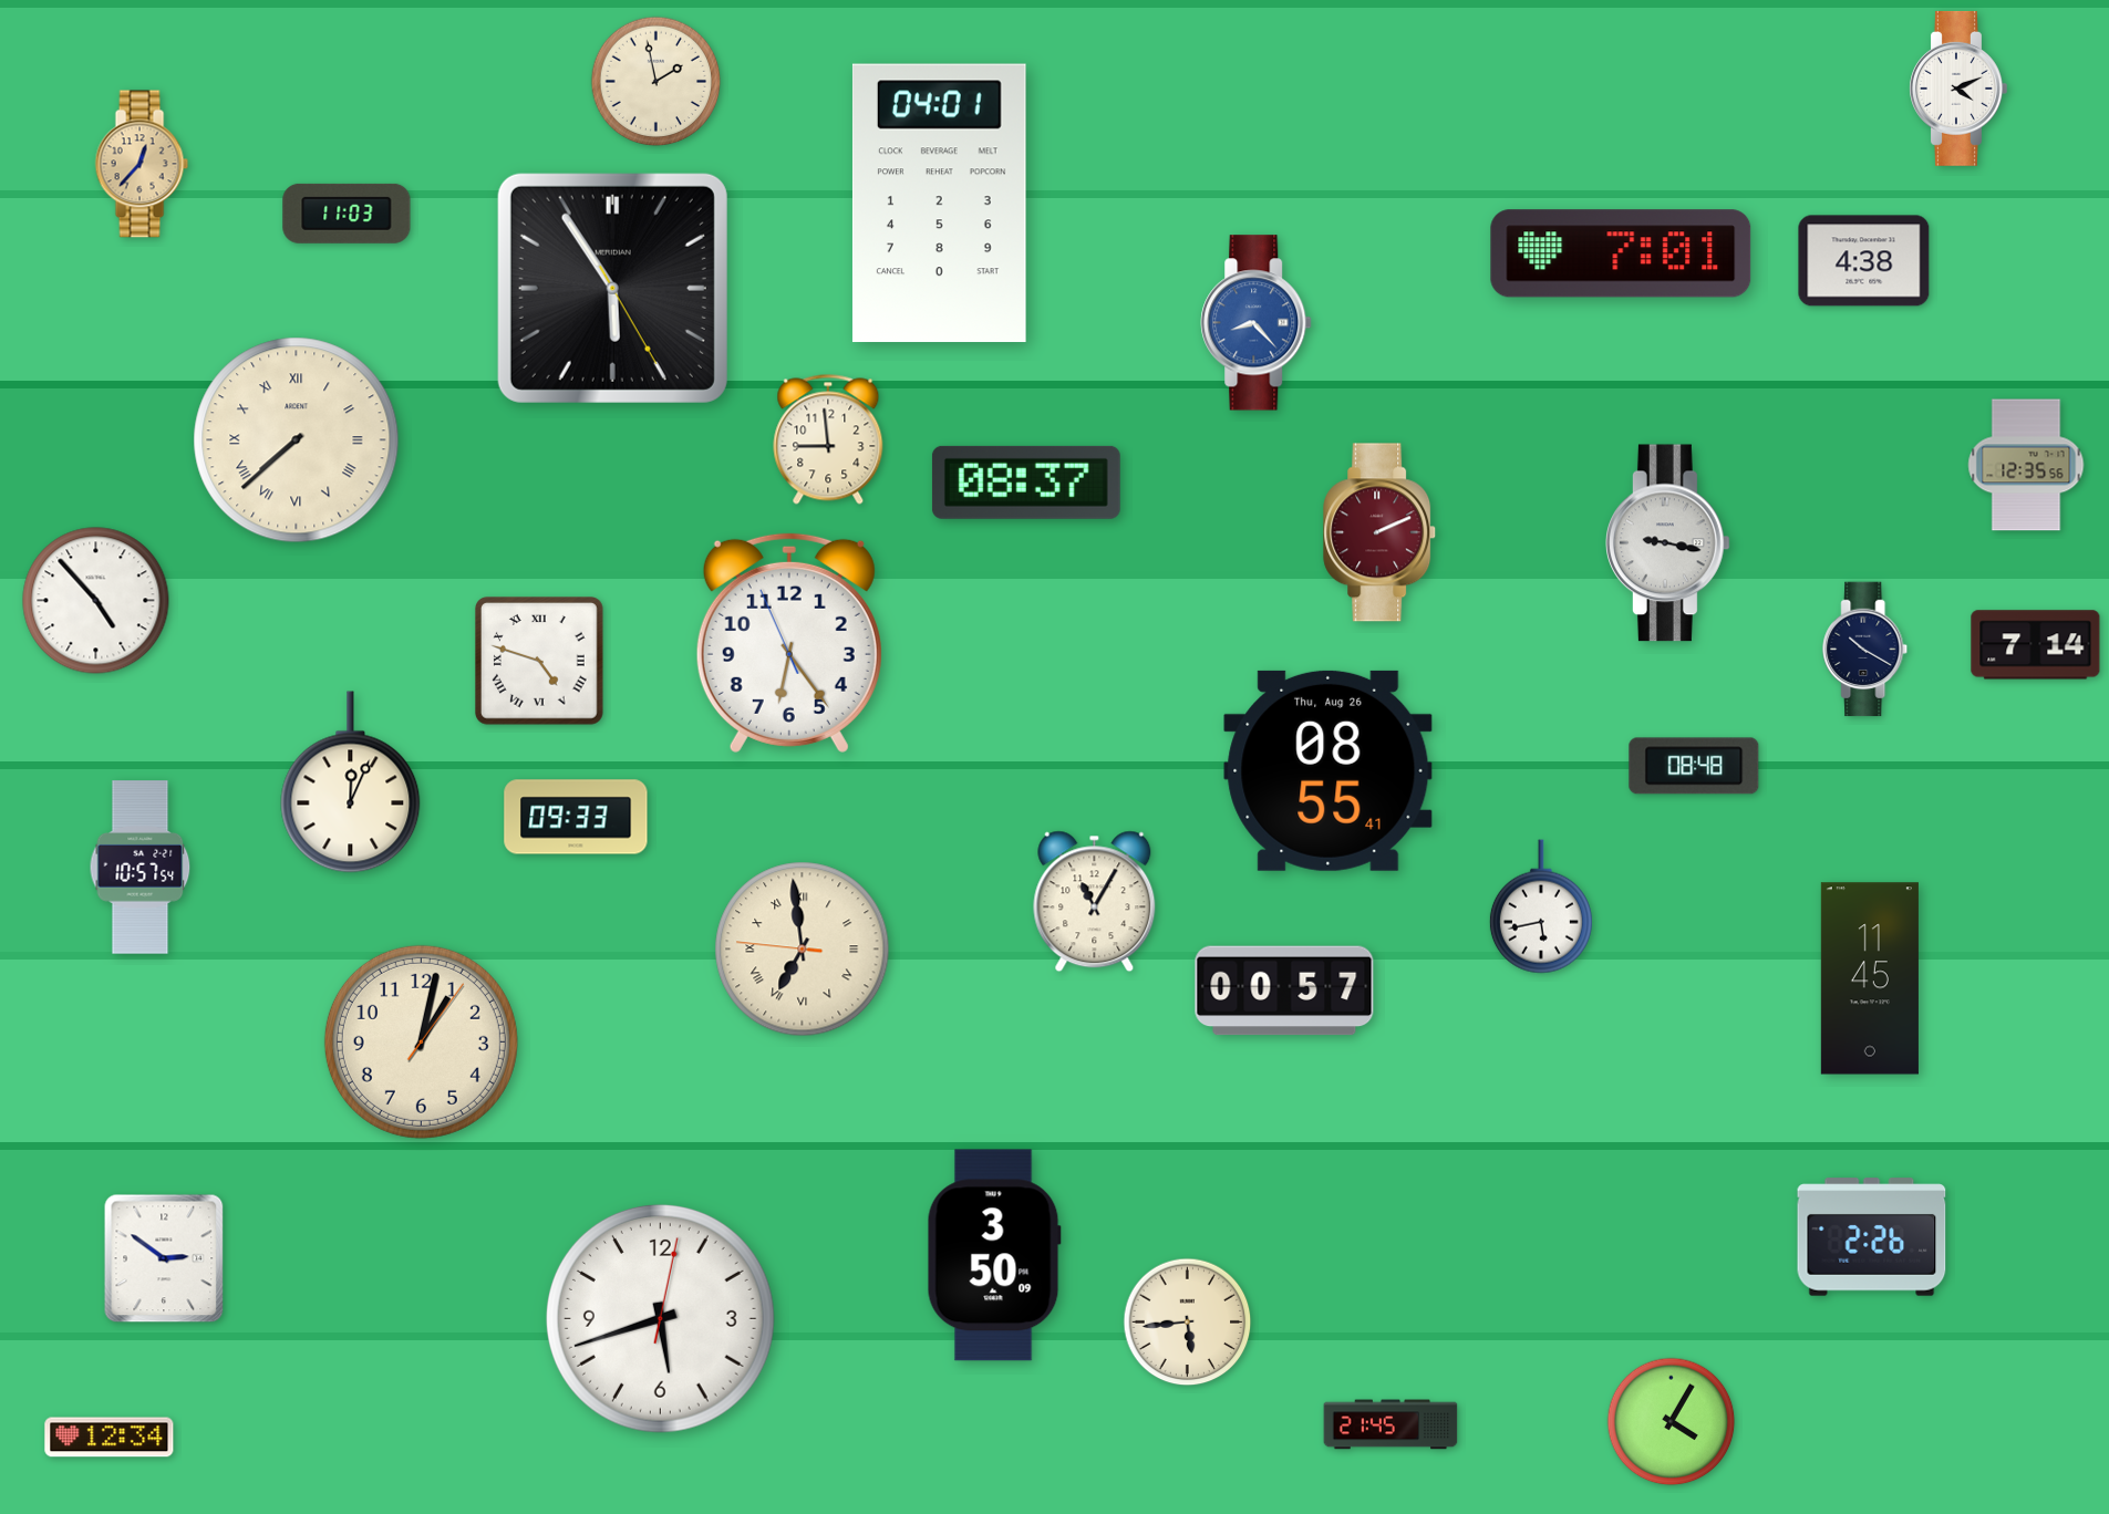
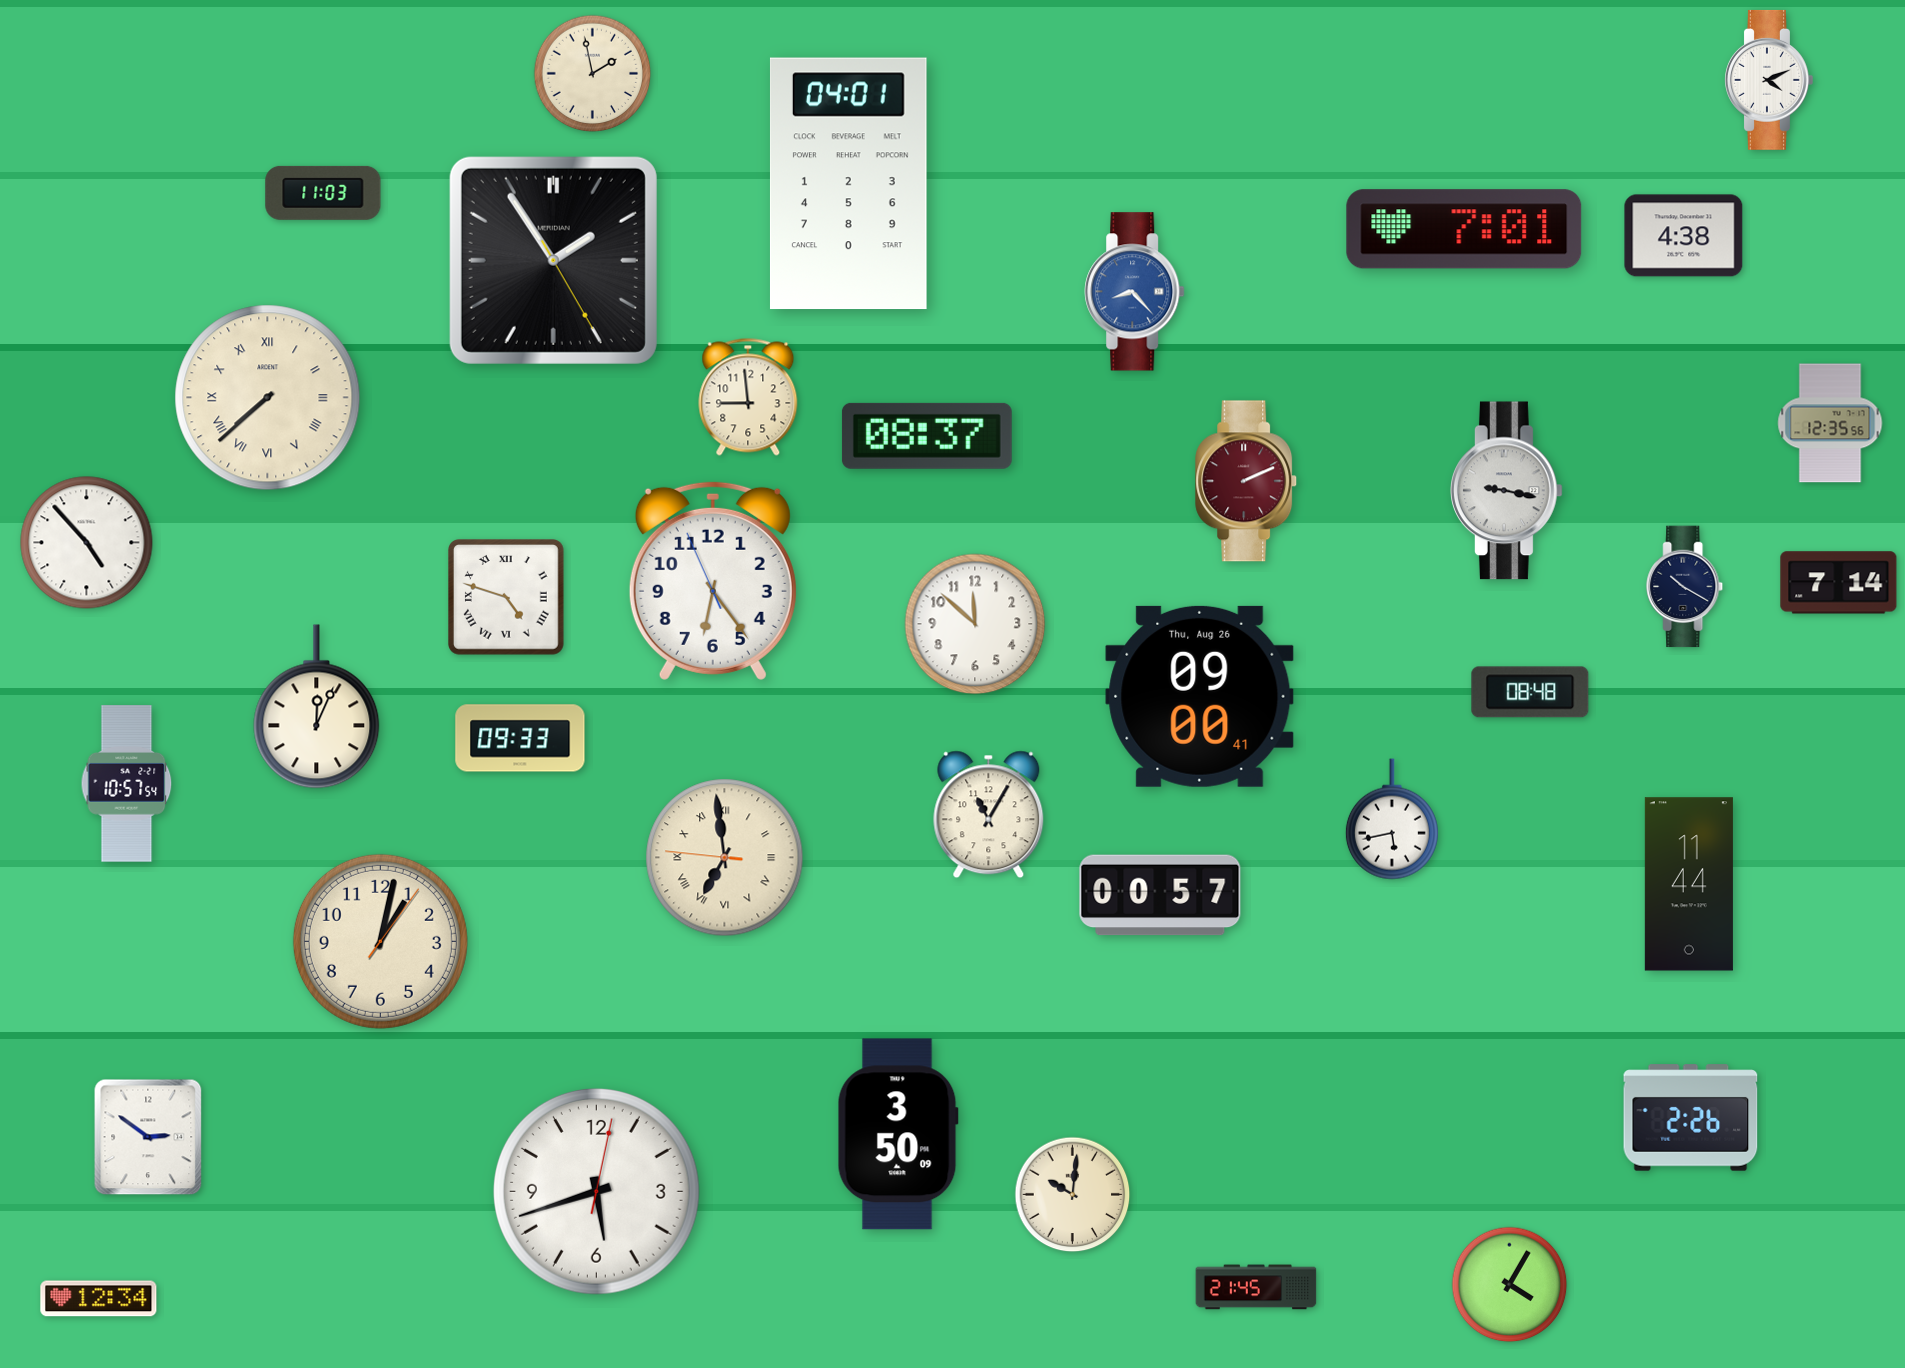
clock at (142, 164): 12:37 -> none
clock at (347, 214) position: (347, 214) -> (323, 193)
clock at (612, 288): 5:54 -> 1:54
clock at (2026, 465) position: (2026, 465) -> (1830, 423)
clock at (540, 662) position: (540, 662) -> (507, 598)
clock at (975, 624): none -> 11:52
clock at (1329, 770): 08:55 -> 09:00
clock at (1870, 978): 11:45 -> 11:44
clock at (1188, 1323): 5:44 -> 10:01
